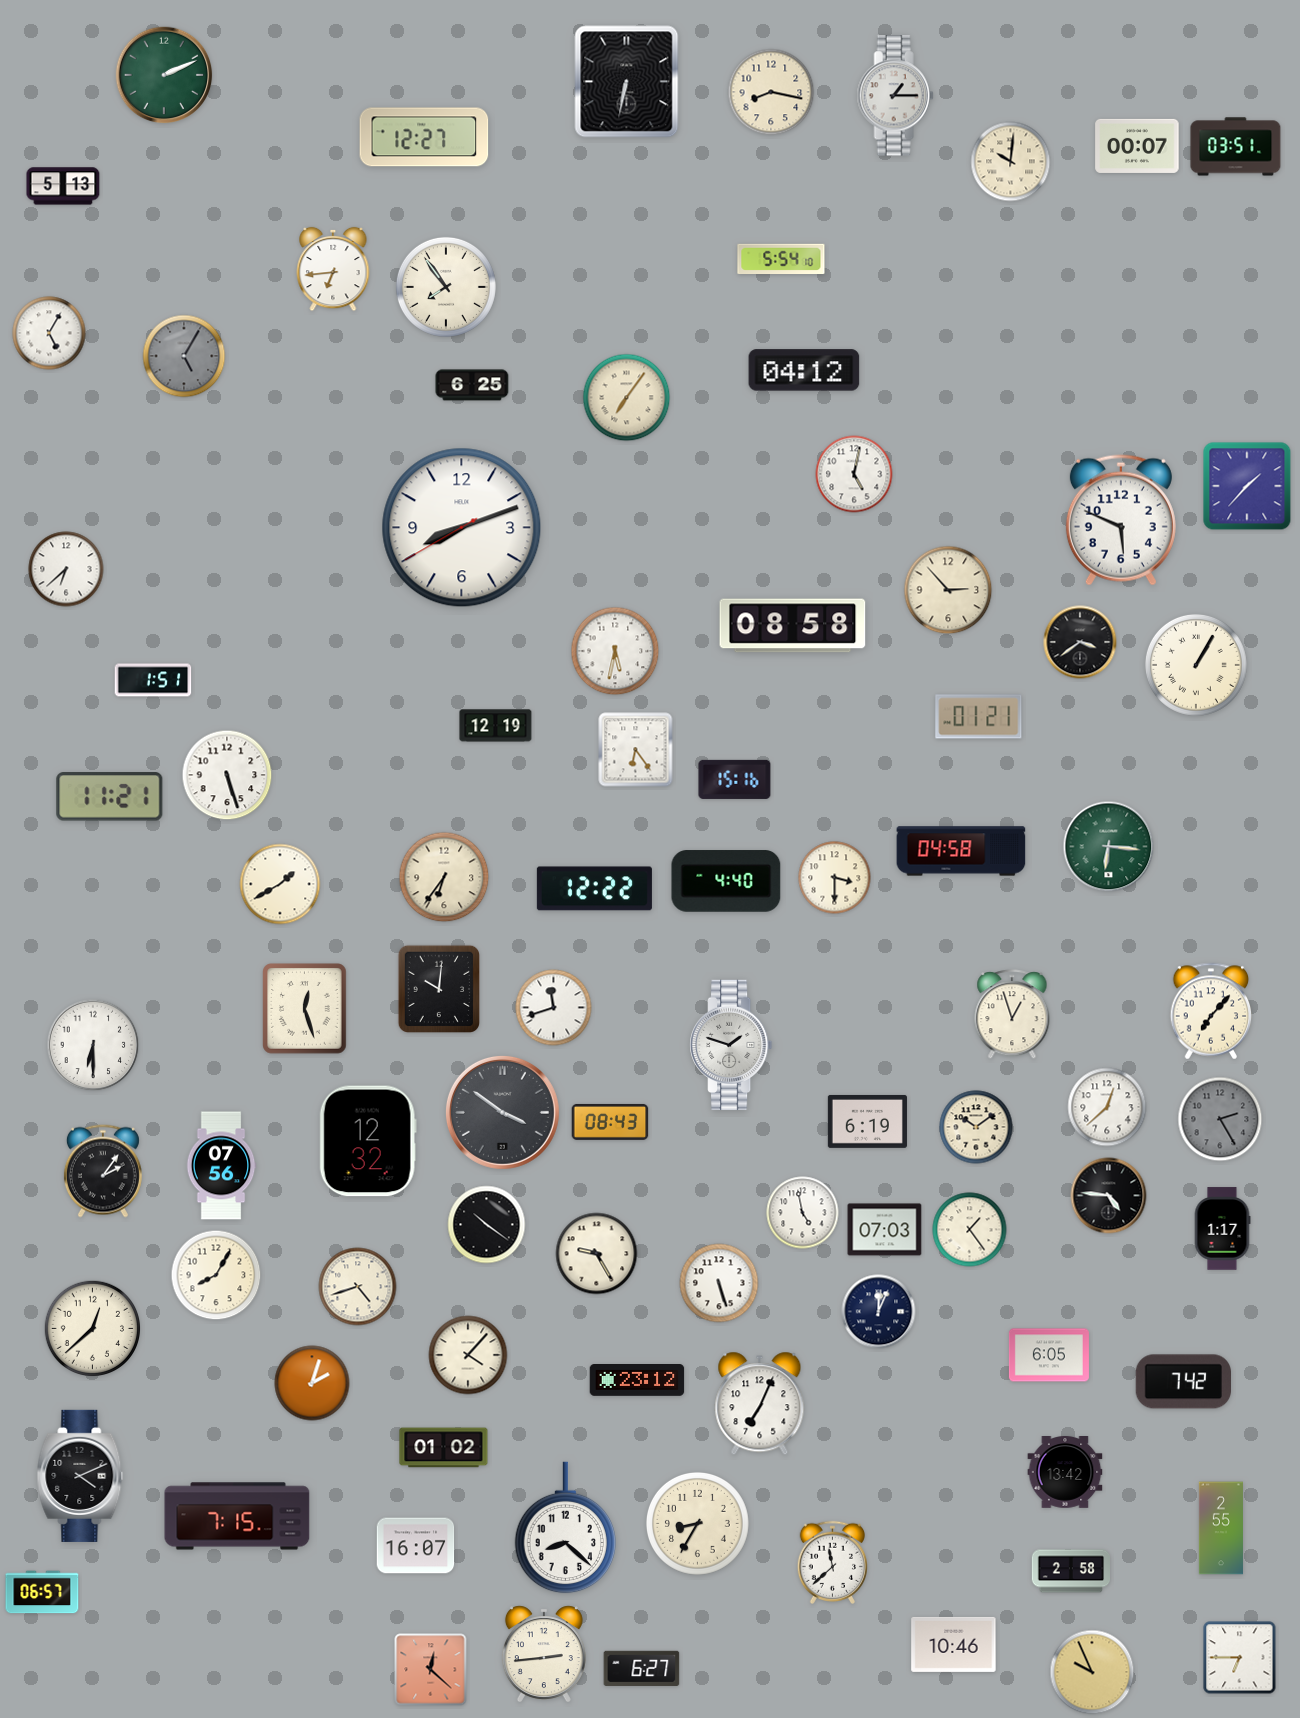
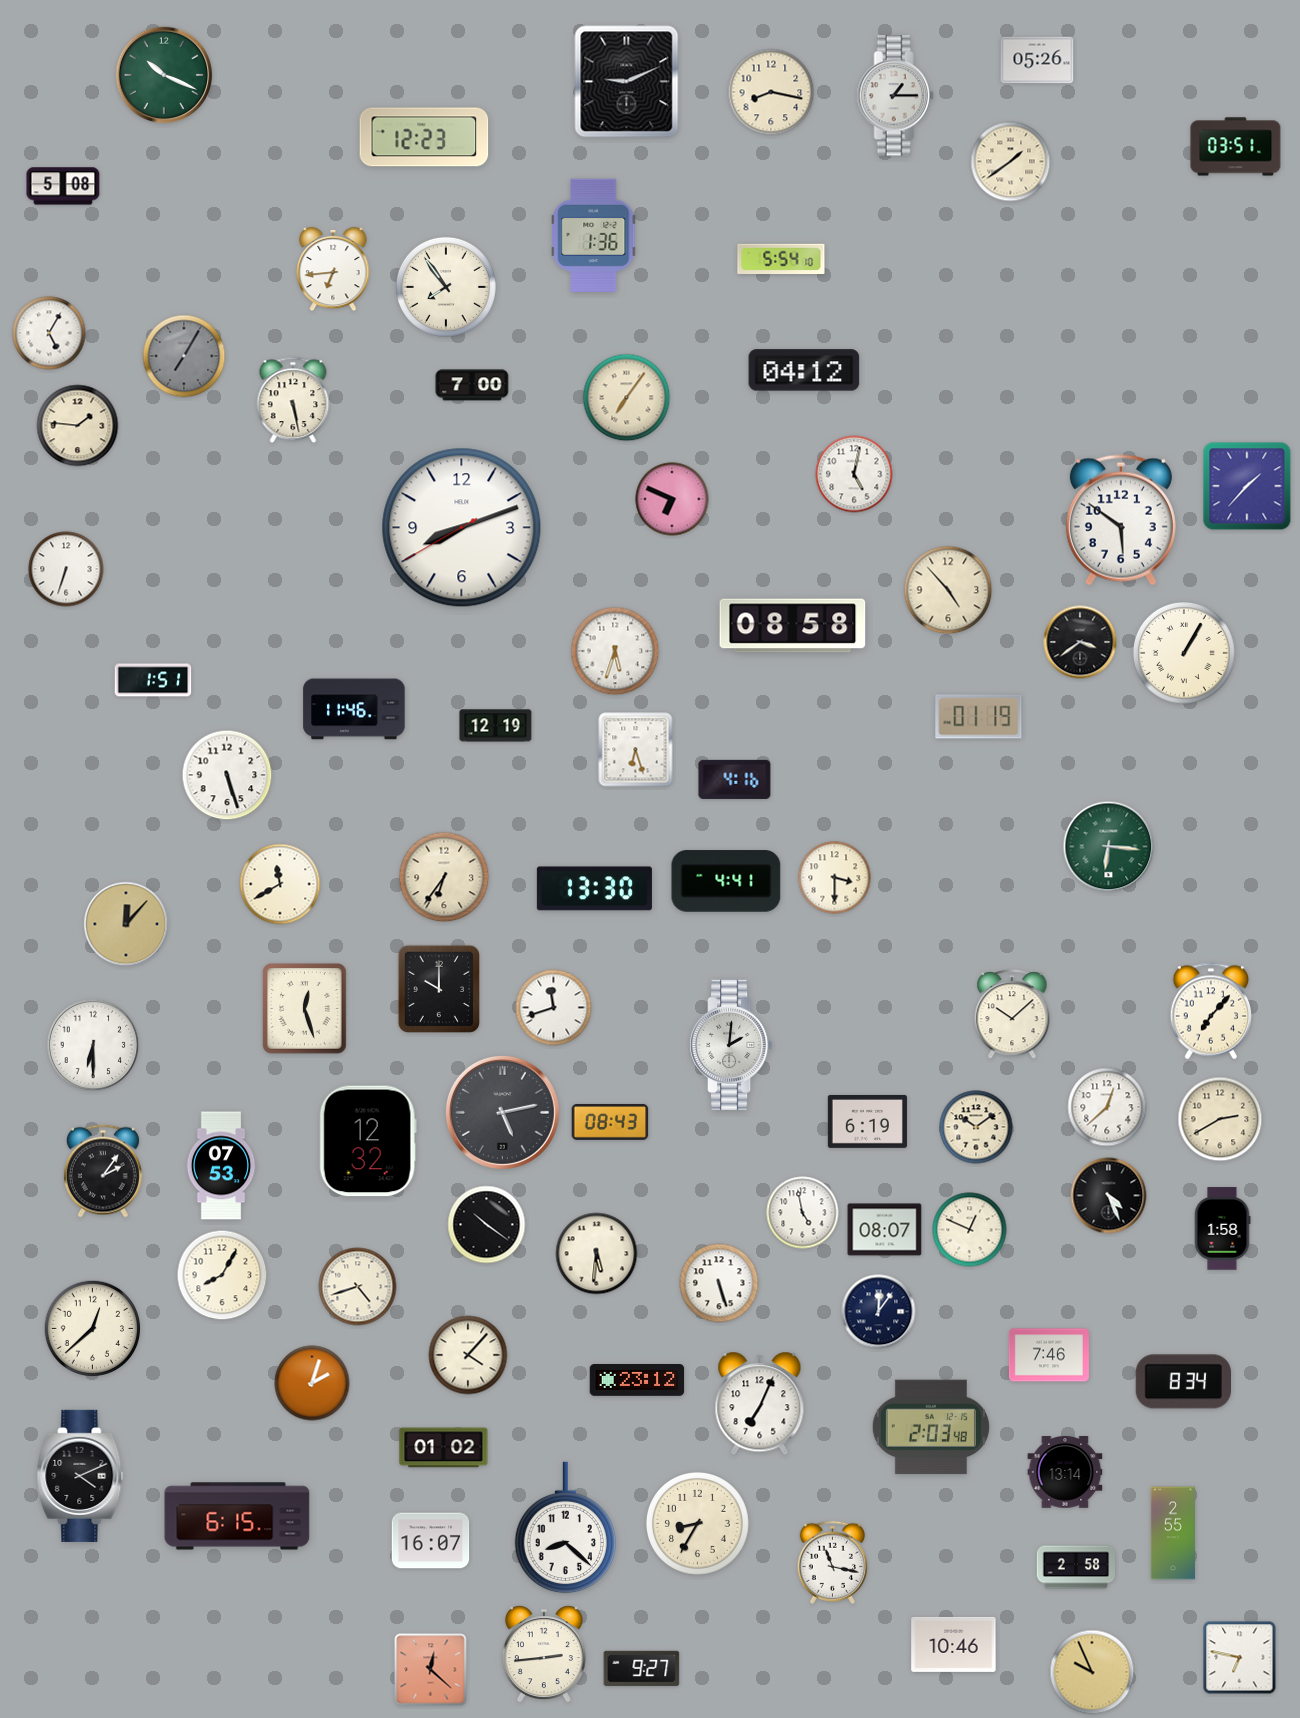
clock at (1037, 60): none -> 05:26
clock at (164, 75): 2:11 -> 10:19
clock at (627, 82): 6:32 -> 9:11
clock at (424, 137): 12:27 -> 12:23
clock at (1137, 146): 00:07 -> none
clock at (1011, 162): 10:01 -> 1:39
clock at (63, 186): 5:13 -> 5:08
clock at (594, 235): none -> 1:36
clock at (184, 356): 5:05 -> 7:05
clock at (472, 385): 6:25 -> 7:00
clock at (293, 400): none -> 5:28
clock at (78, 426): none -> 1:46
clock at (672, 499): none -> 6:49
clock at (1121, 520): 5:49 -> 5:51
clock at (66, 569): 6:38 -> 6:33
clock at (948, 590): 2:53 -> 4:53
clock at (615, 651): 5:32 -> 5:33
clock at (1196, 665) position: (1196, 665) -> (1184, 653)
clock at (354, 709): none -> 11:46
clock at (979, 717): 01:21 -> 01:19
clock at (636, 750): 6:24 -> 6:27
clock at (735, 779): 15:16 -> 4:16
clock at (110, 797): 11:21 -> none
clock at (961, 851): 04:58 -> none
clock at (726, 881): 4:40 -> 4:41
clock at (280, 884): 1:40 -> 11:40
clock at (594, 889): 12:22 -> 13:30
clock at (126, 924): none -> 12:07
clock at (438, 989): 10:01 -> 10:00
clock at (1012, 1015): 12:57 -> 10:08
clock at (731, 1045): 1:48 -> 2:01
clock at (502, 1112): 3:51 -> 5:13
clock at (1220, 1119): 2:25 -> 2:40
clock at (1220, 1119) dial: grey -> cream
clock at (221, 1166): 07:56 -> 07:53
clock at (1109, 1196): 4:46 -> 4:26
clock at (1222, 1229): 1:17 -> 1:58
clock at (885, 1230): 07:03 -> 08:07
clock at (970, 1230): 1:24 -> 12:49
clock at (597, 1254): 9:25 -> 5:31
clock at (216, 1275) position: (216, 1275) -> (222, 1275)
clock at (879, 1312): 12:04 -> 12:06
clock at (1049, 1355): 6:05 -> 7:46
clock at (1183, 1382): 7:42 -> 8:34
clock at (931, 1427): none -> 2:03
clock at (1065, 1473): 13:42 -> 13:14
clock at (237, 1516): 7:15 -> 6:15
clock at (1221, 1528) position: (1221, 1528) -> (1173, 1533)
clock at (416, 1546) position: (416, 1546) -> (431, 1541)
clock at (832, 1562): 11:38 -> 11:17
clock at (1070, 1571) position: (1070, 1571) -> (1075, 1567)
clock at (42, 1592): 06:57 -> none
clock at (1240, 1658): 6:45 -> 6:47
clock at (642, 1668): 6:27 -> 9:27
